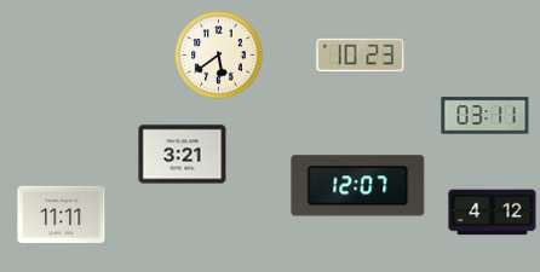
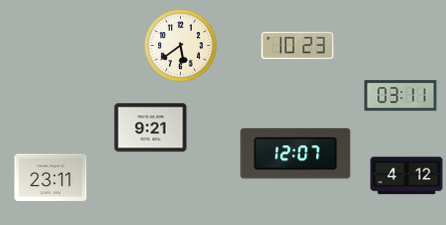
clock at (183, 155): 3:21 -> 9:21
clock at (62, 214): 11:11 -> 23:11
